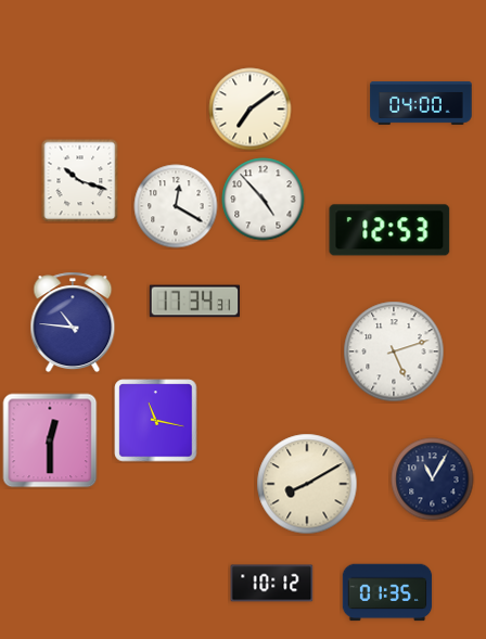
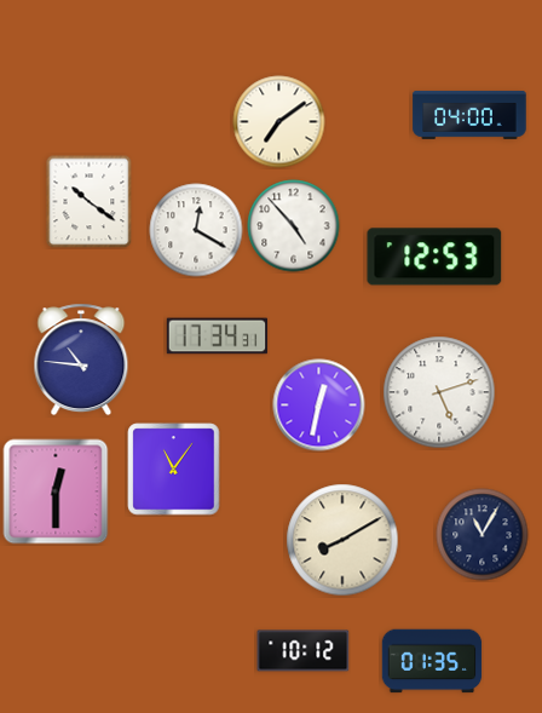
clock at (80, 180): 10:18 -> 10:21
clock at (264, 200) position: (264, 200) -> (294, 226)
clock at (319, 406): none -> 12:32
clock at (156, 421): 11:17 -> 11:06
